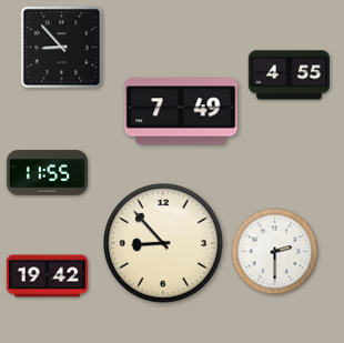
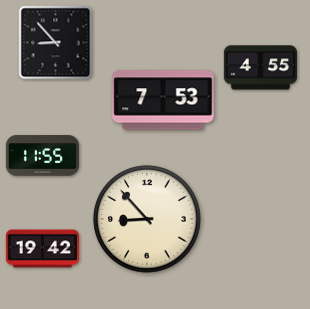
clock at (181, 111): 7:49 -> 7:53
clock at (275, 252): 2:30 -> none
